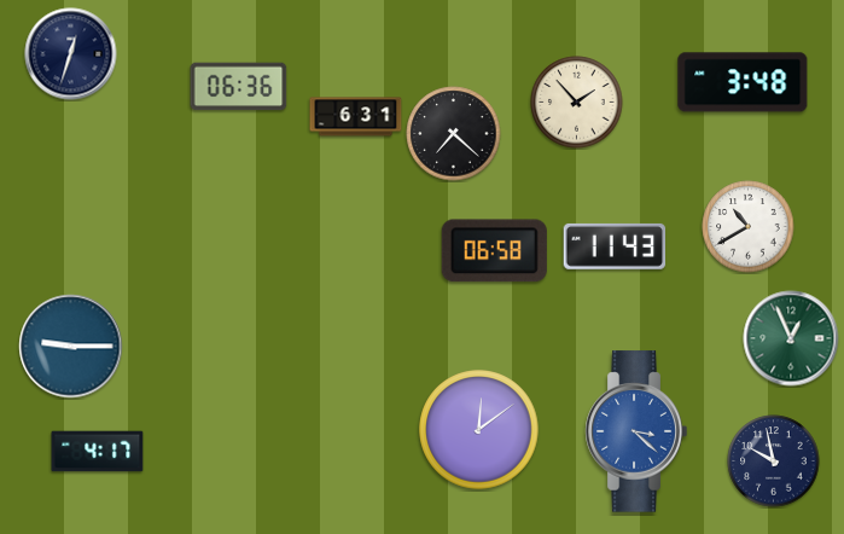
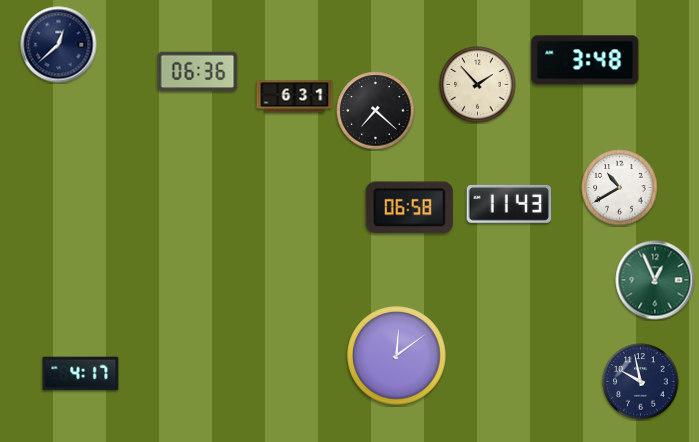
clock at (71, 54): 12:33 -> 12:38
clock at (743, 82) position: (743, 82) -> (585, 60)
clock at (71, 347): 9:15 -> none
clock at (636, 431): 3:22 -> none
